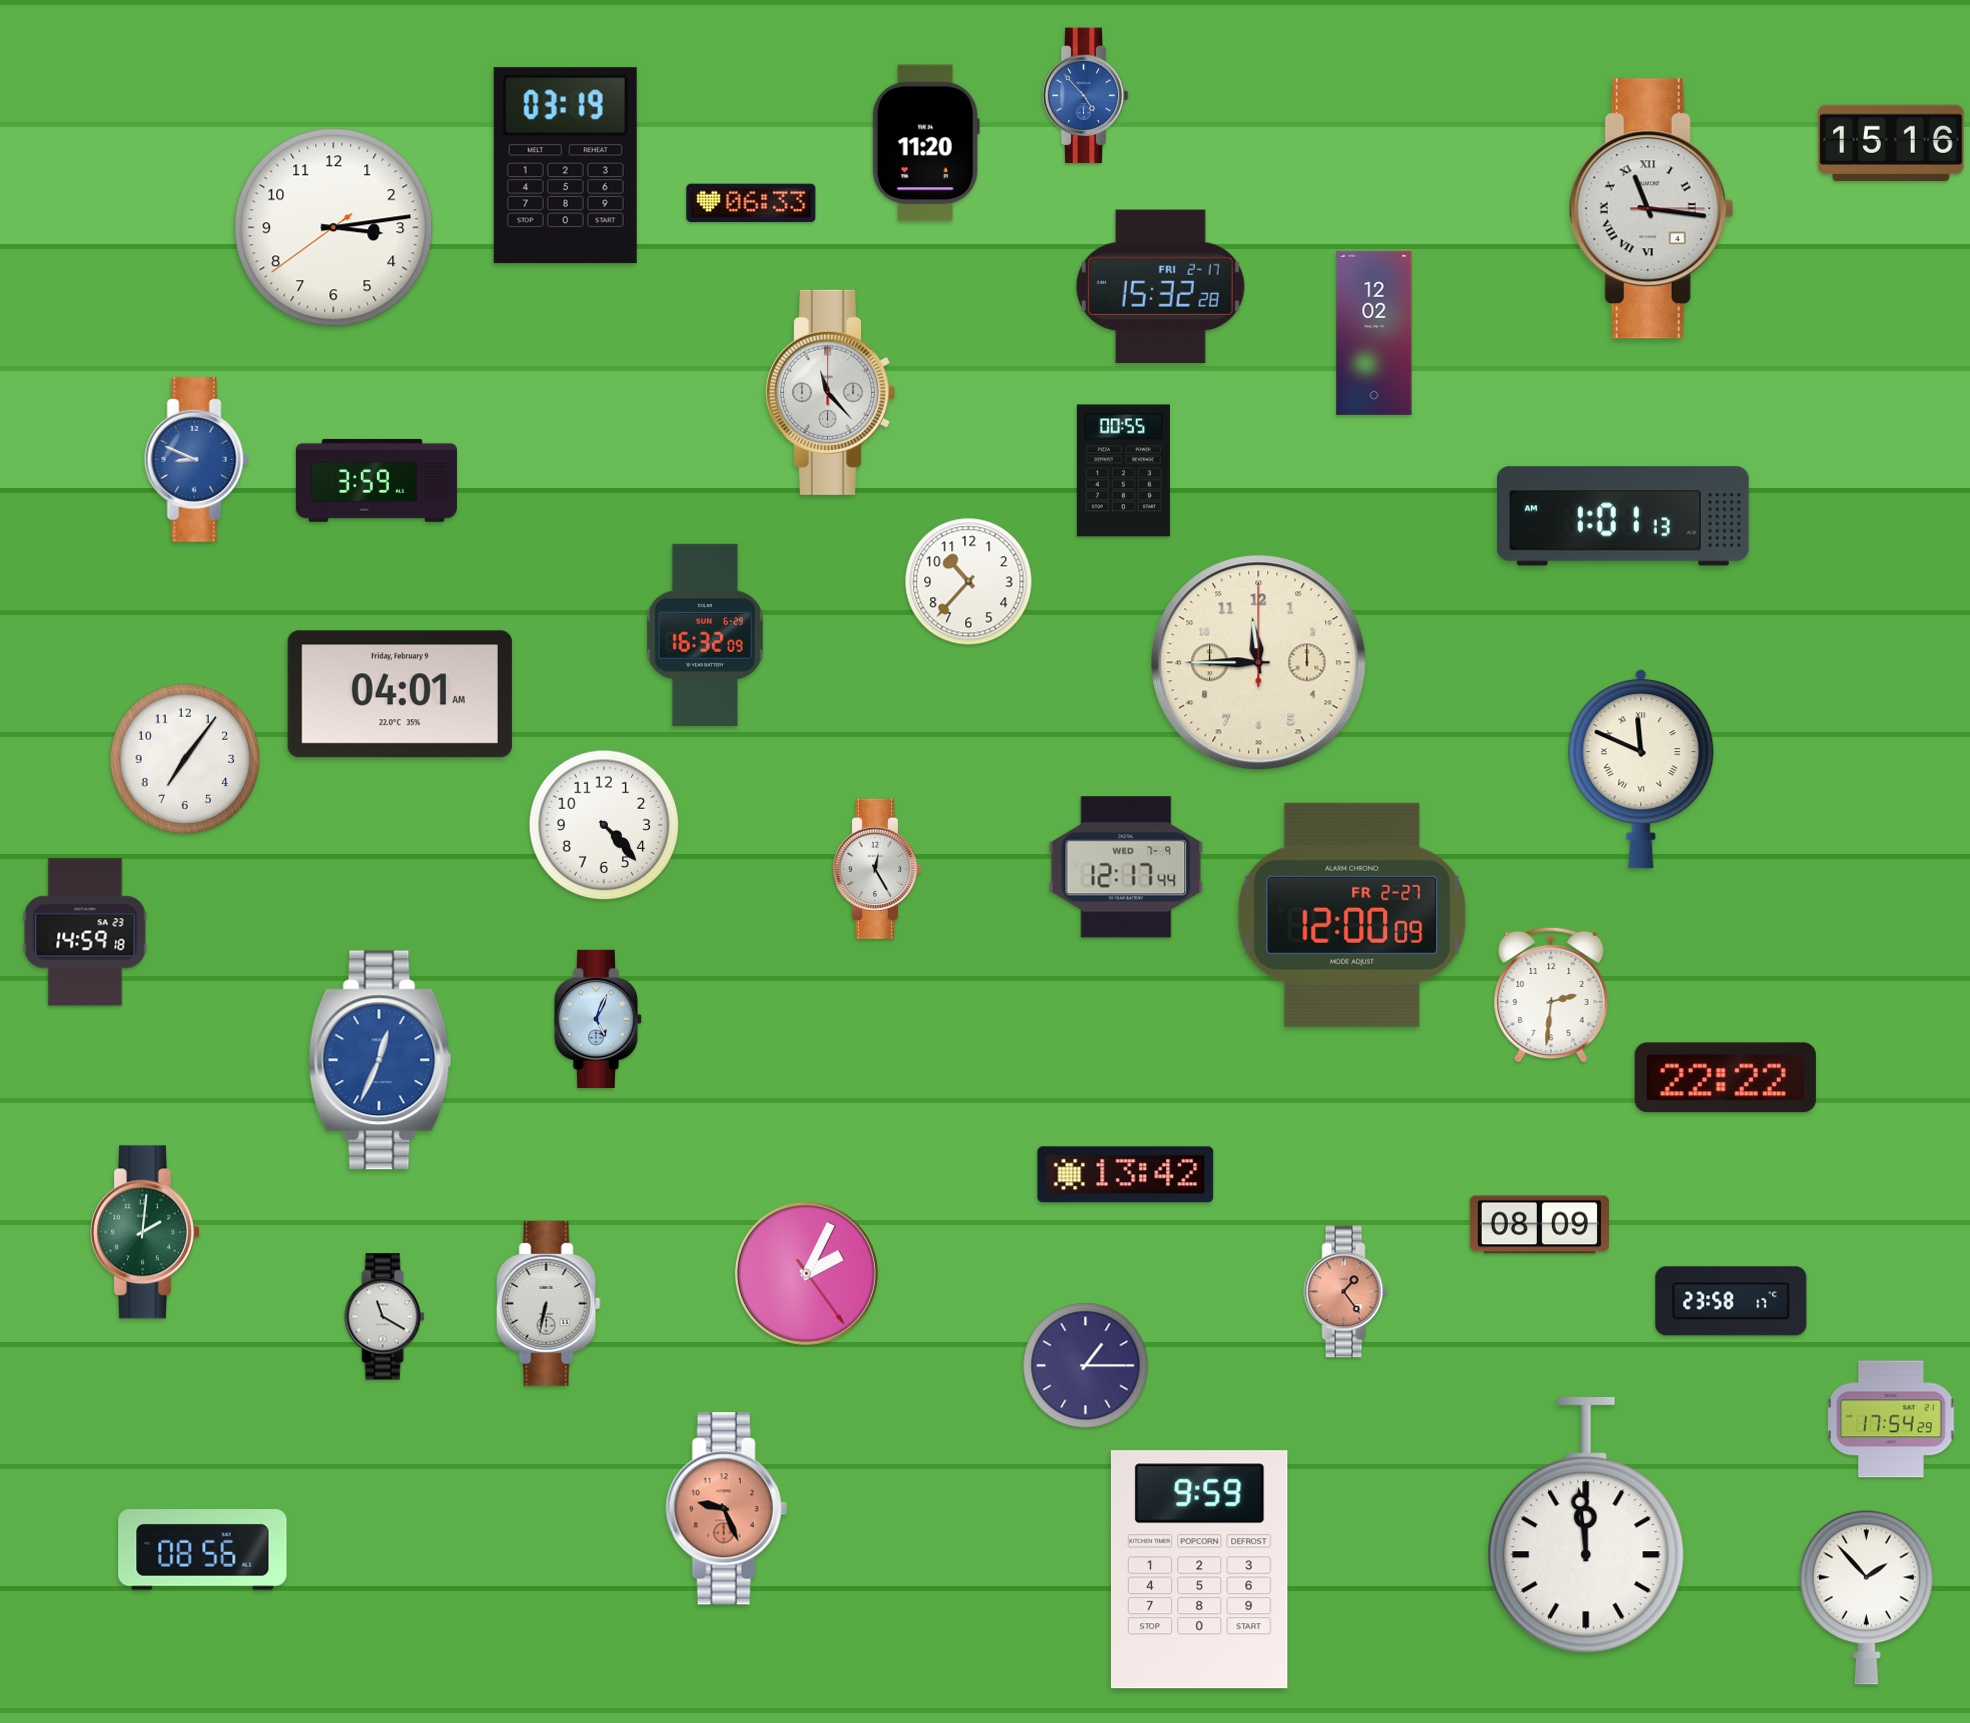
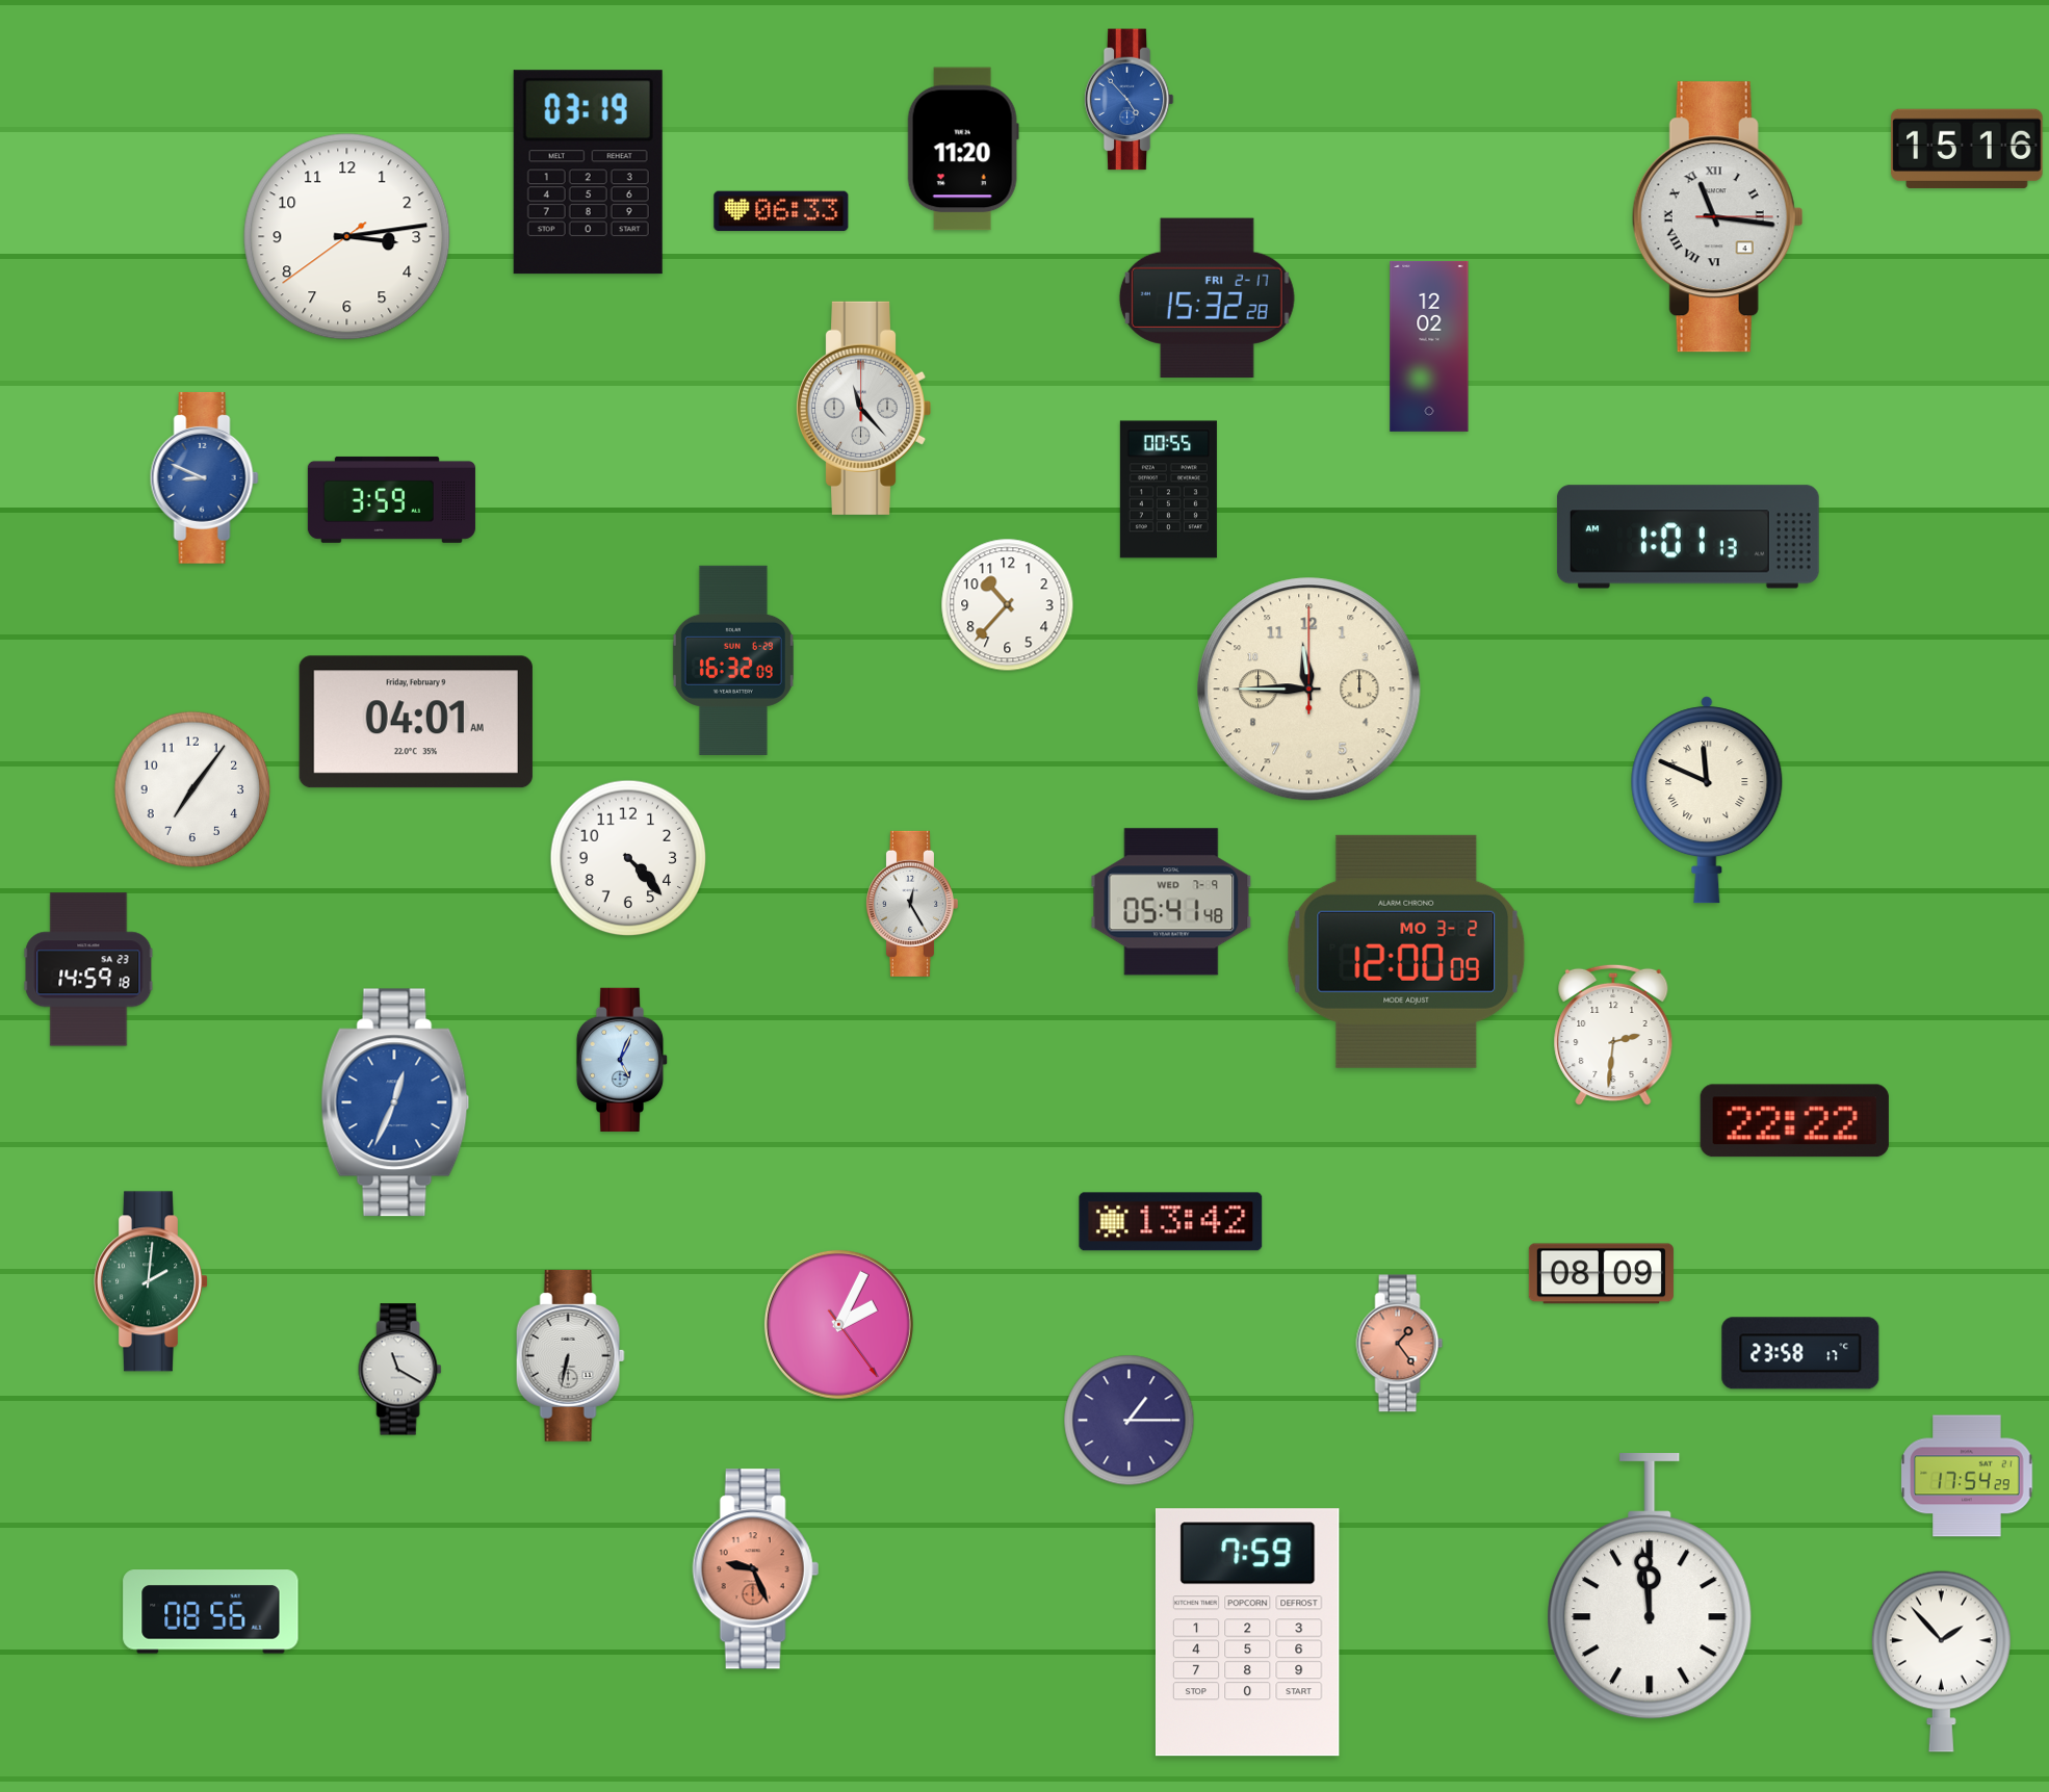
clock at (1126, 867): 12:17 -> 05:41
clock at (1352, 915) date: FR 2-27 -> MO 3-2
clock at (1199, 1570): 9:59 -> 7:59
